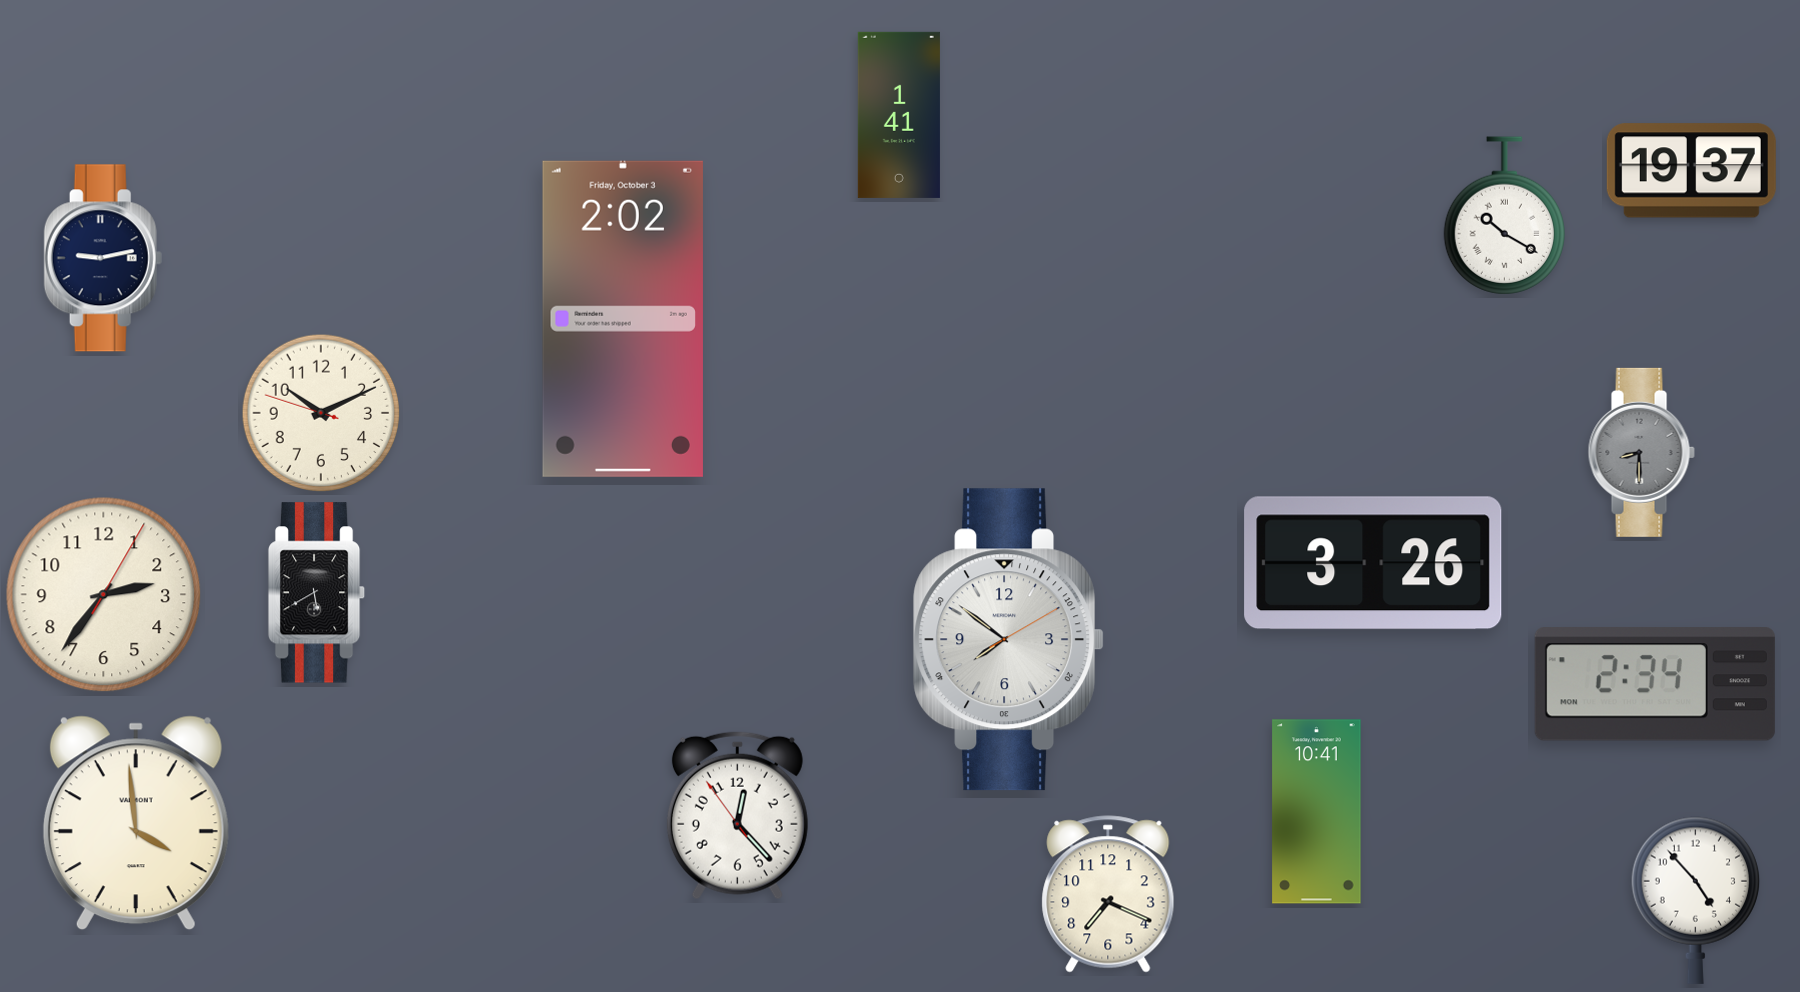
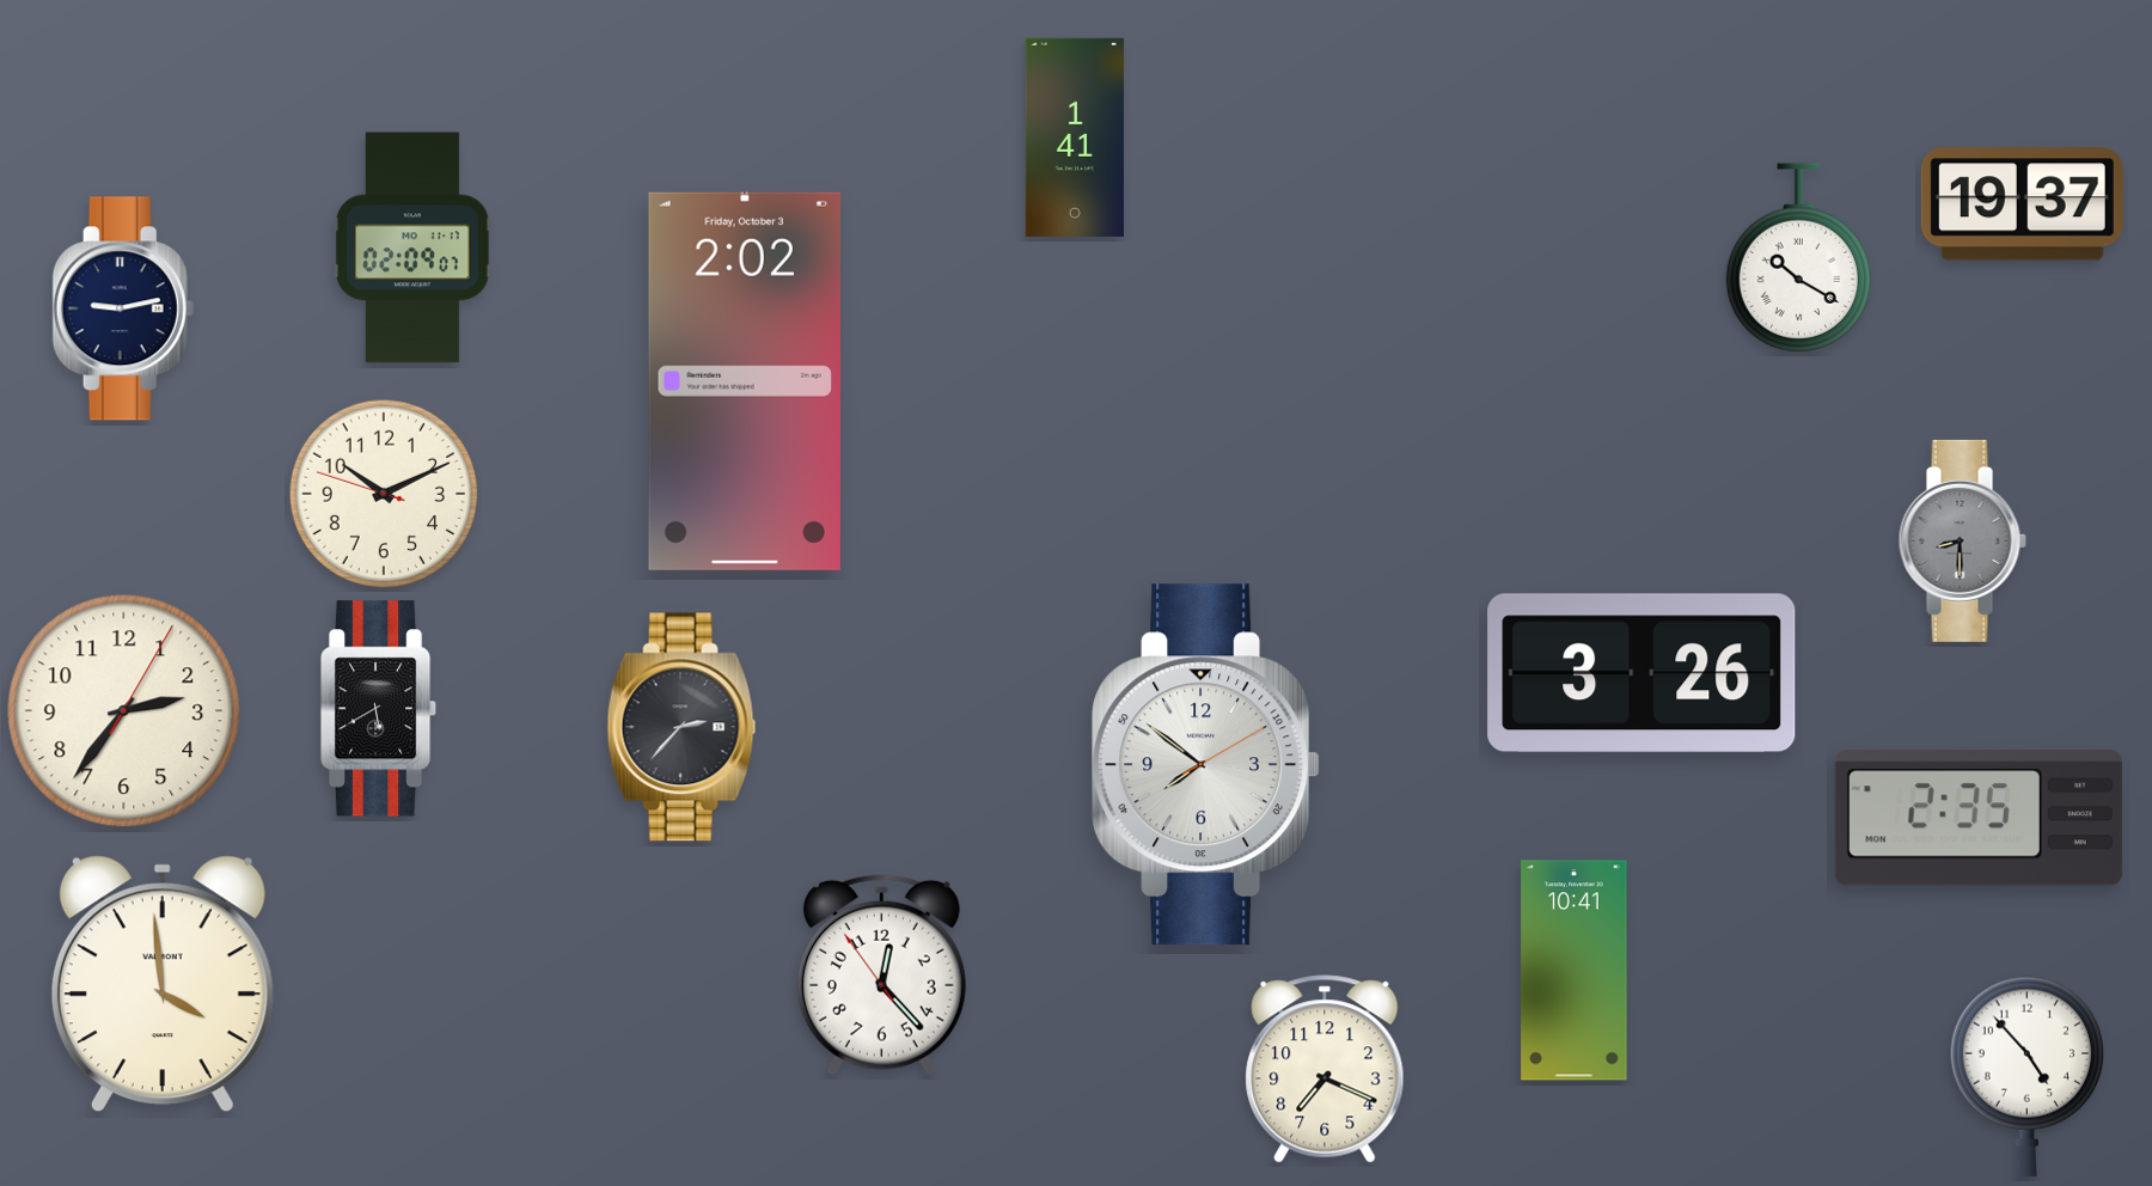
clock at (414, 247): none -> 02:09
clock at (681, 727): none -> 2:37
clock at (1655, 684): 2:34 -> 2:35
